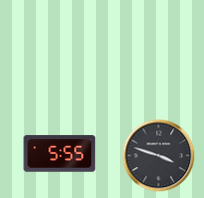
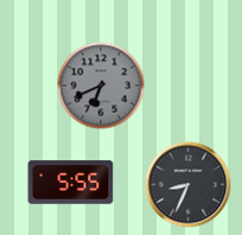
clock at (101, 85): none -> 6:41
clock at (159, 156): 3:48 -> 8:34
